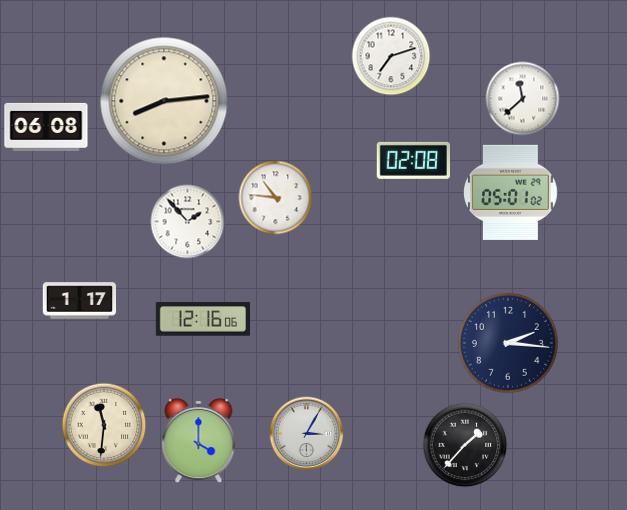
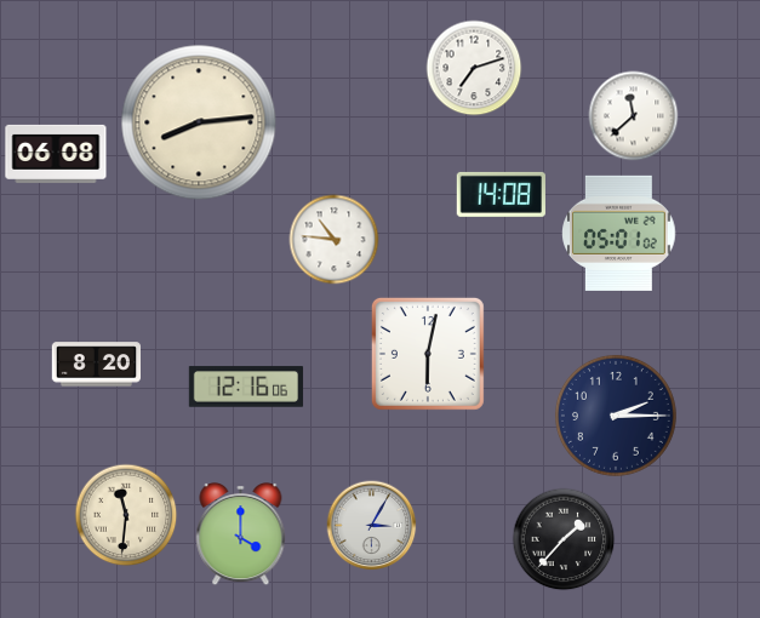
clock at (523, 99) position: (523, 99) -> (634, 116)
clock at (413, 160): 02:08 -> 14:08
clock at (188, 222): 1:53 -> none
clock at (428, 354): none -> 6:02
clock at (79, 301): 1:17 -> 8:20
clock at (508, 343): 2:16 -> 2:15
